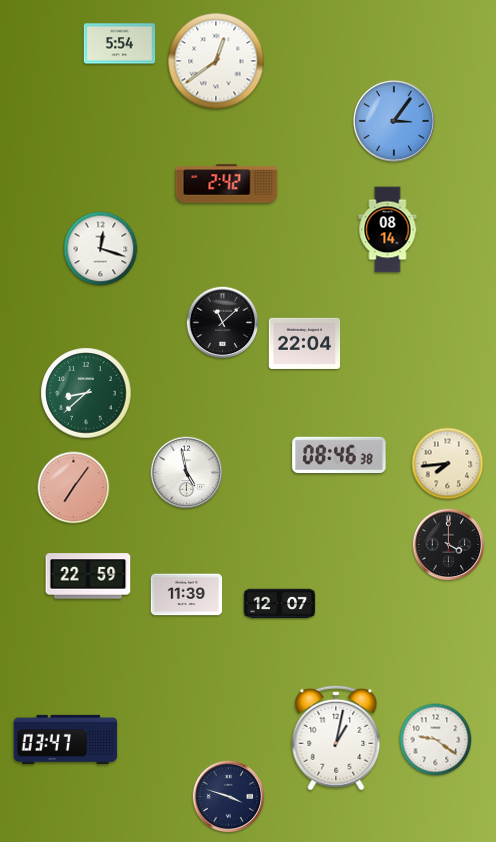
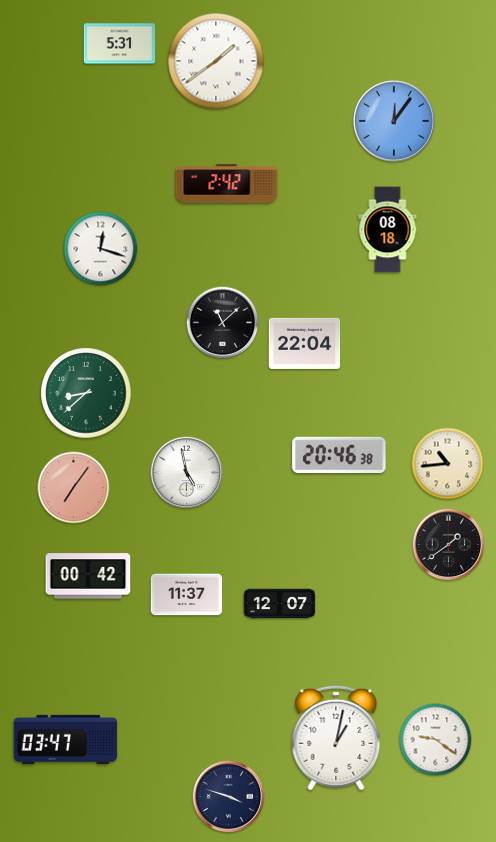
clock at (120, 44): 5:54 -> 5:31
clock at (216, 61): 12:39 -> 1:39
clock at (394, 121): 3:06 -> 12:06
clock at (388, 230): 08:14 -> 08:18
clock at (339, 455): 08:46 -> 20:46
clock at (448, 464): 7:44 -> 10:44
clock at (449, 545): 4:00 -> 1:39
clock at (88, 576): 22:59 -> 00:42
clock at (187, 595): 11:39 -> 11:37
